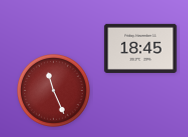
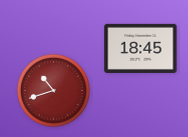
clock at (54, 91): 11:26 -> 10:42
